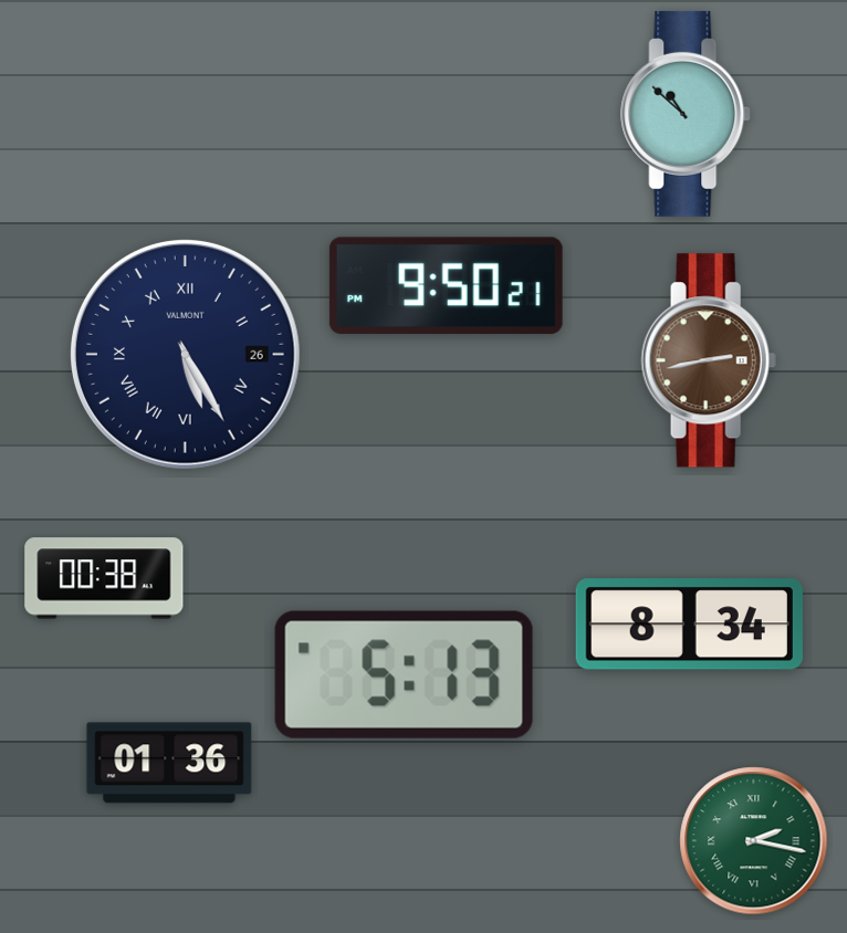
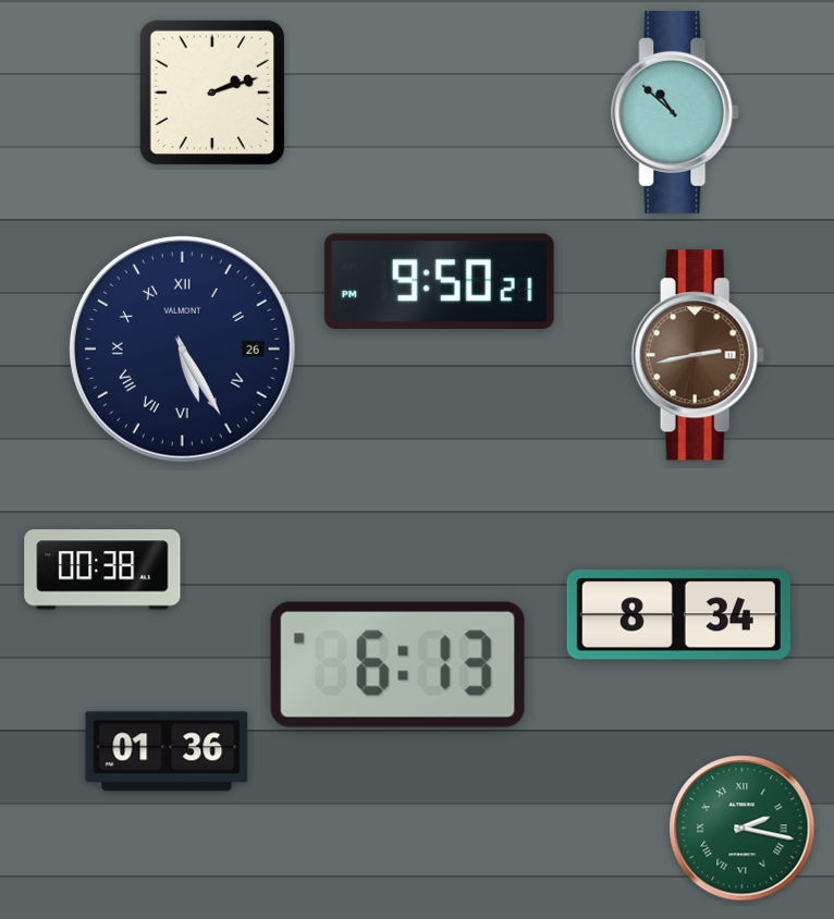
clock at (211, 91): none -> 2:12
clock at (404, 674): 5:13 -> 6:13
